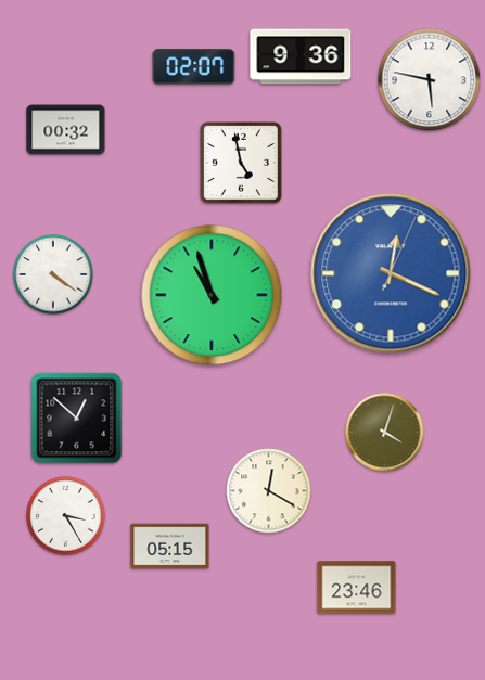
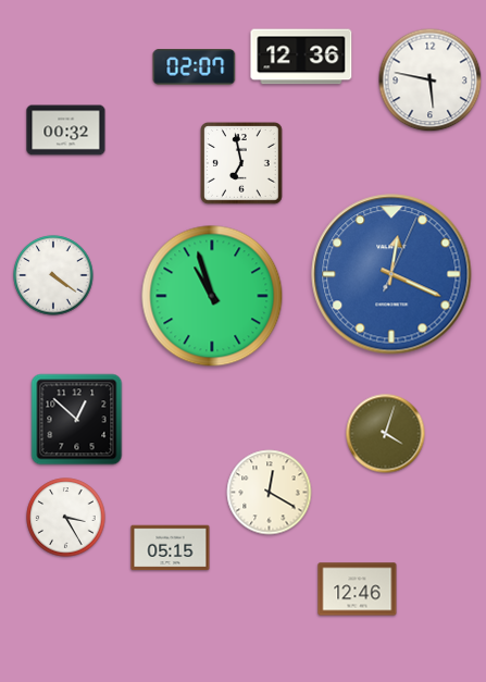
clock at (301, 56): 9:36 -> 12:36
clock at (242, 164): 4:58 -> 6:58
clock at (357, 588): 23:46 -> 12:46
